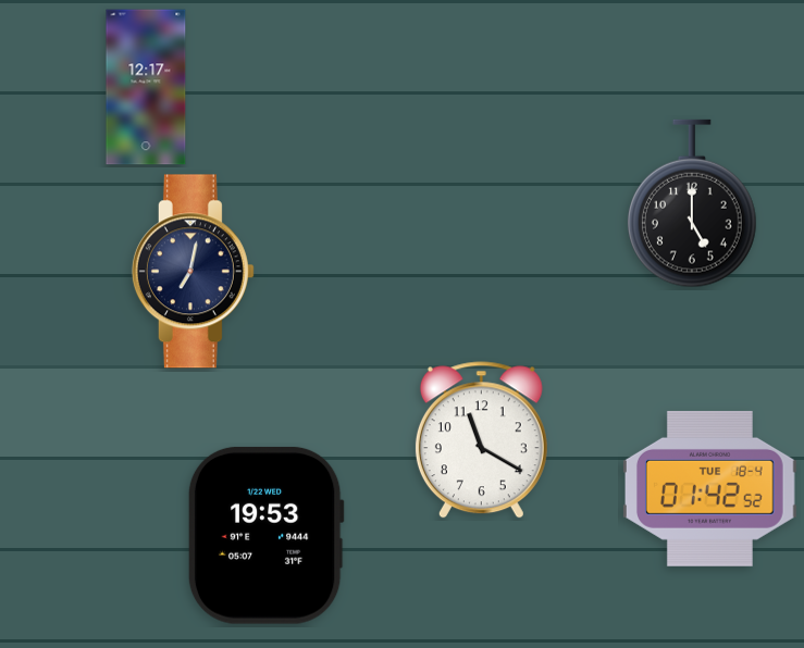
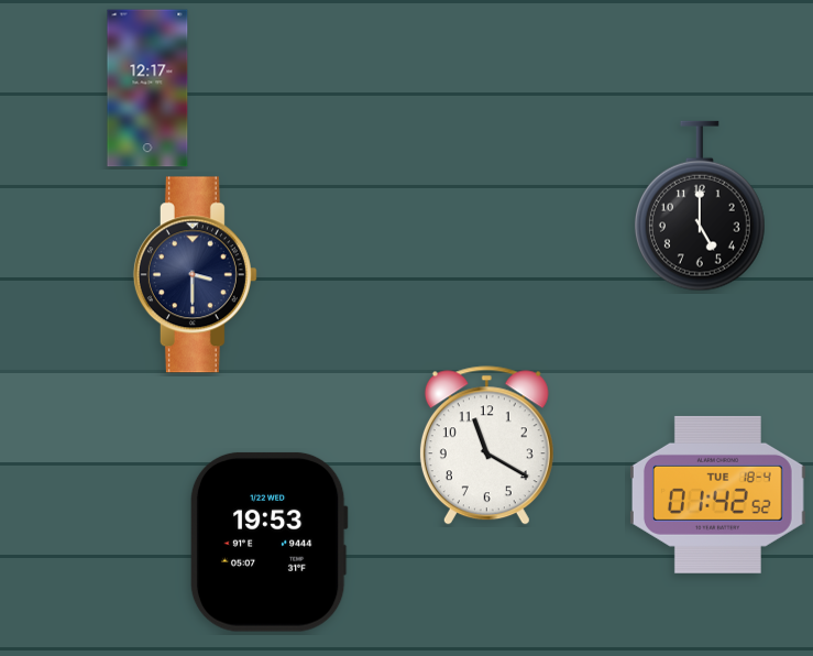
clock at (193, 272): 7:02 -> 3:30
